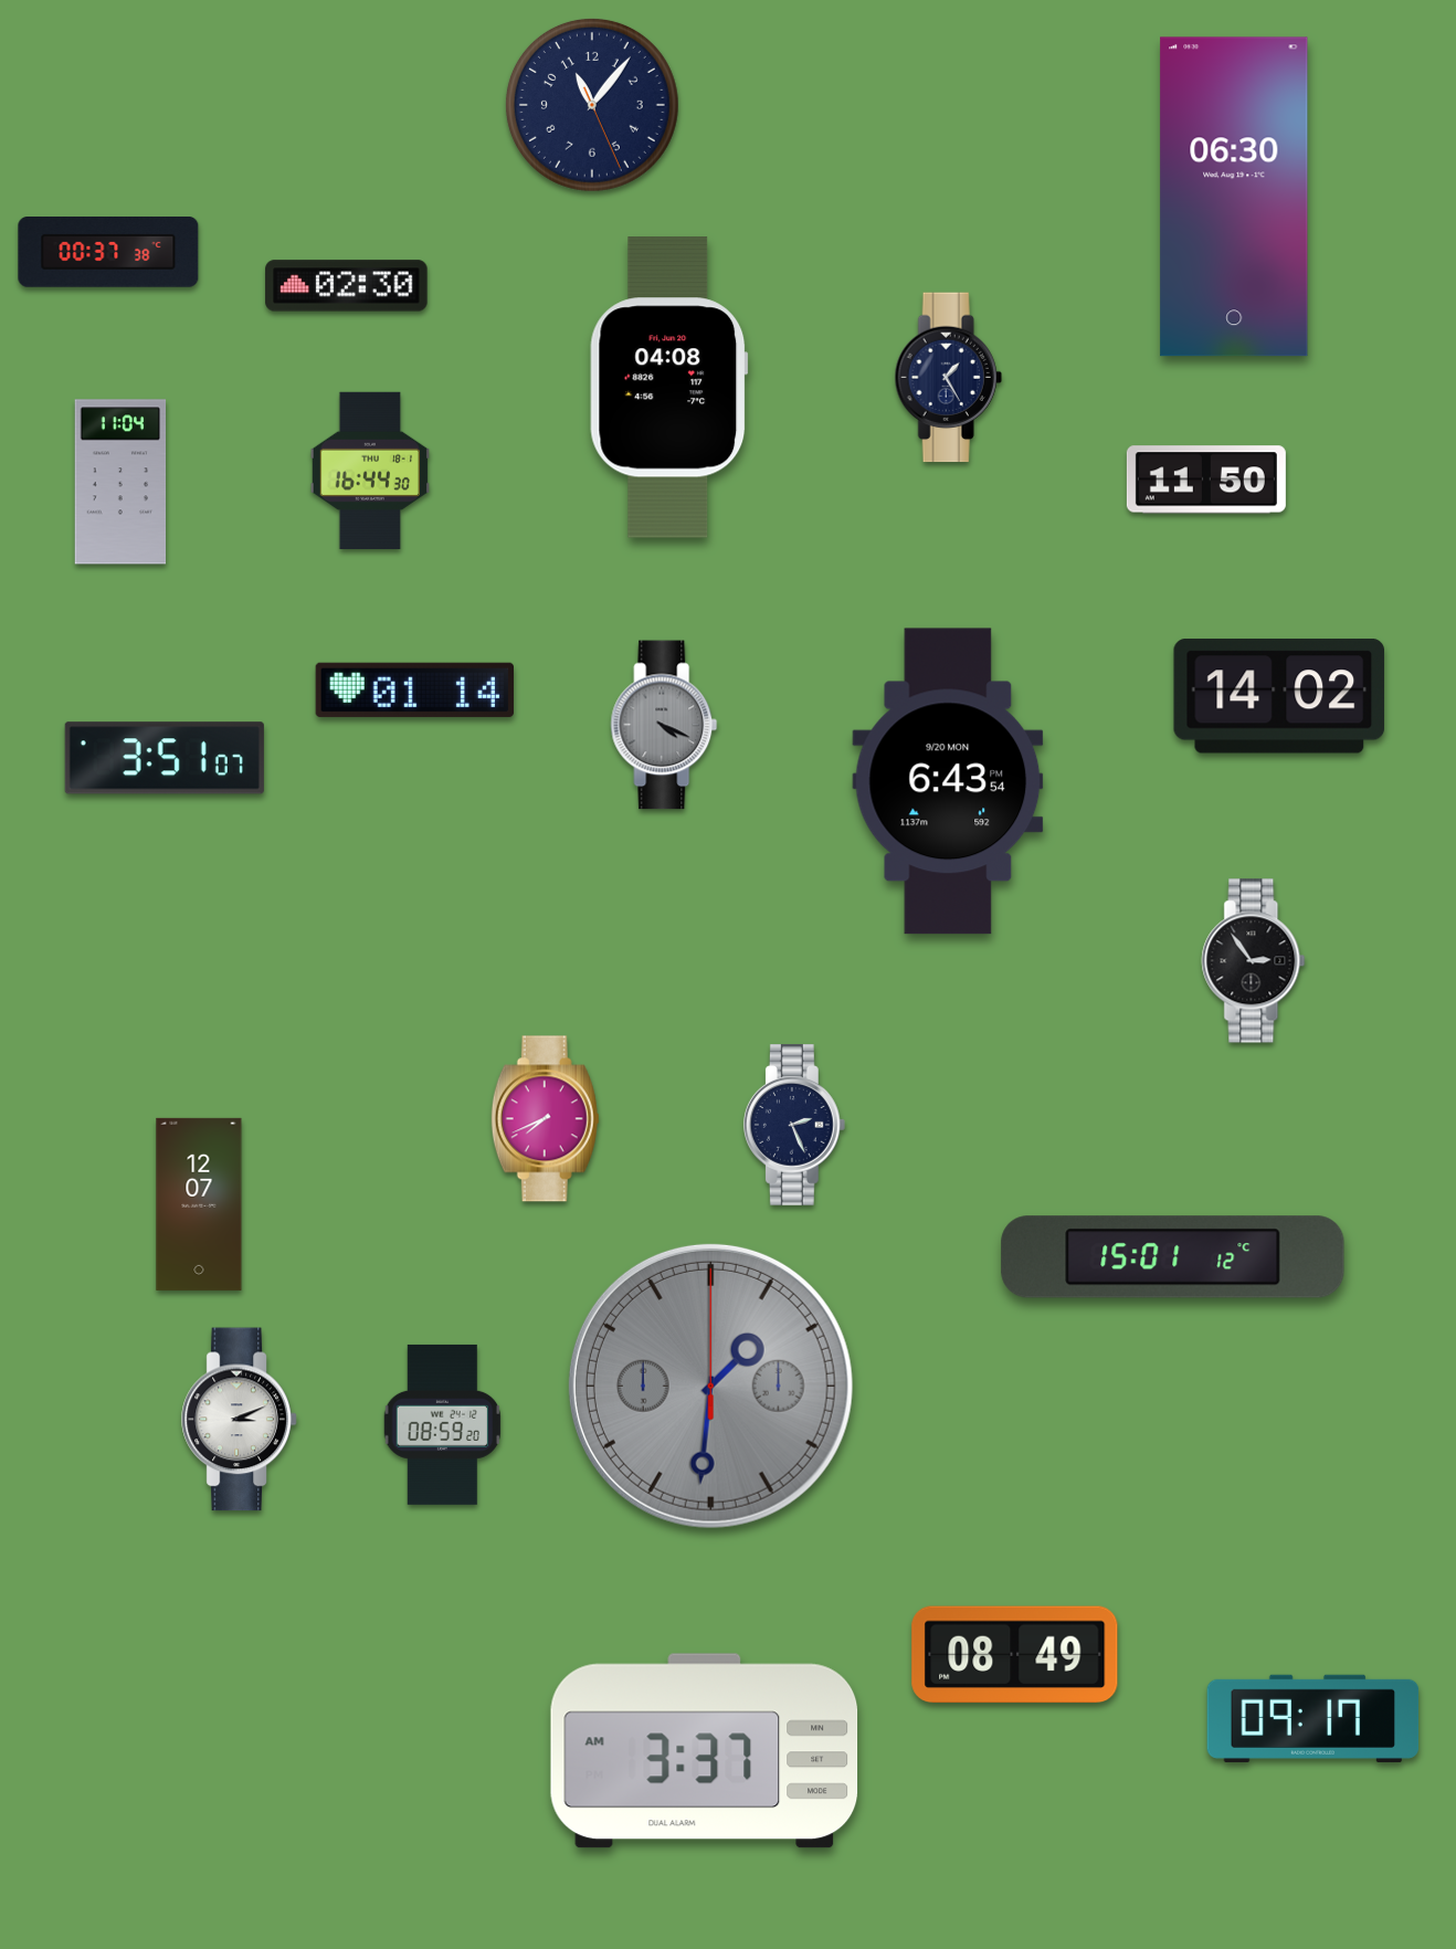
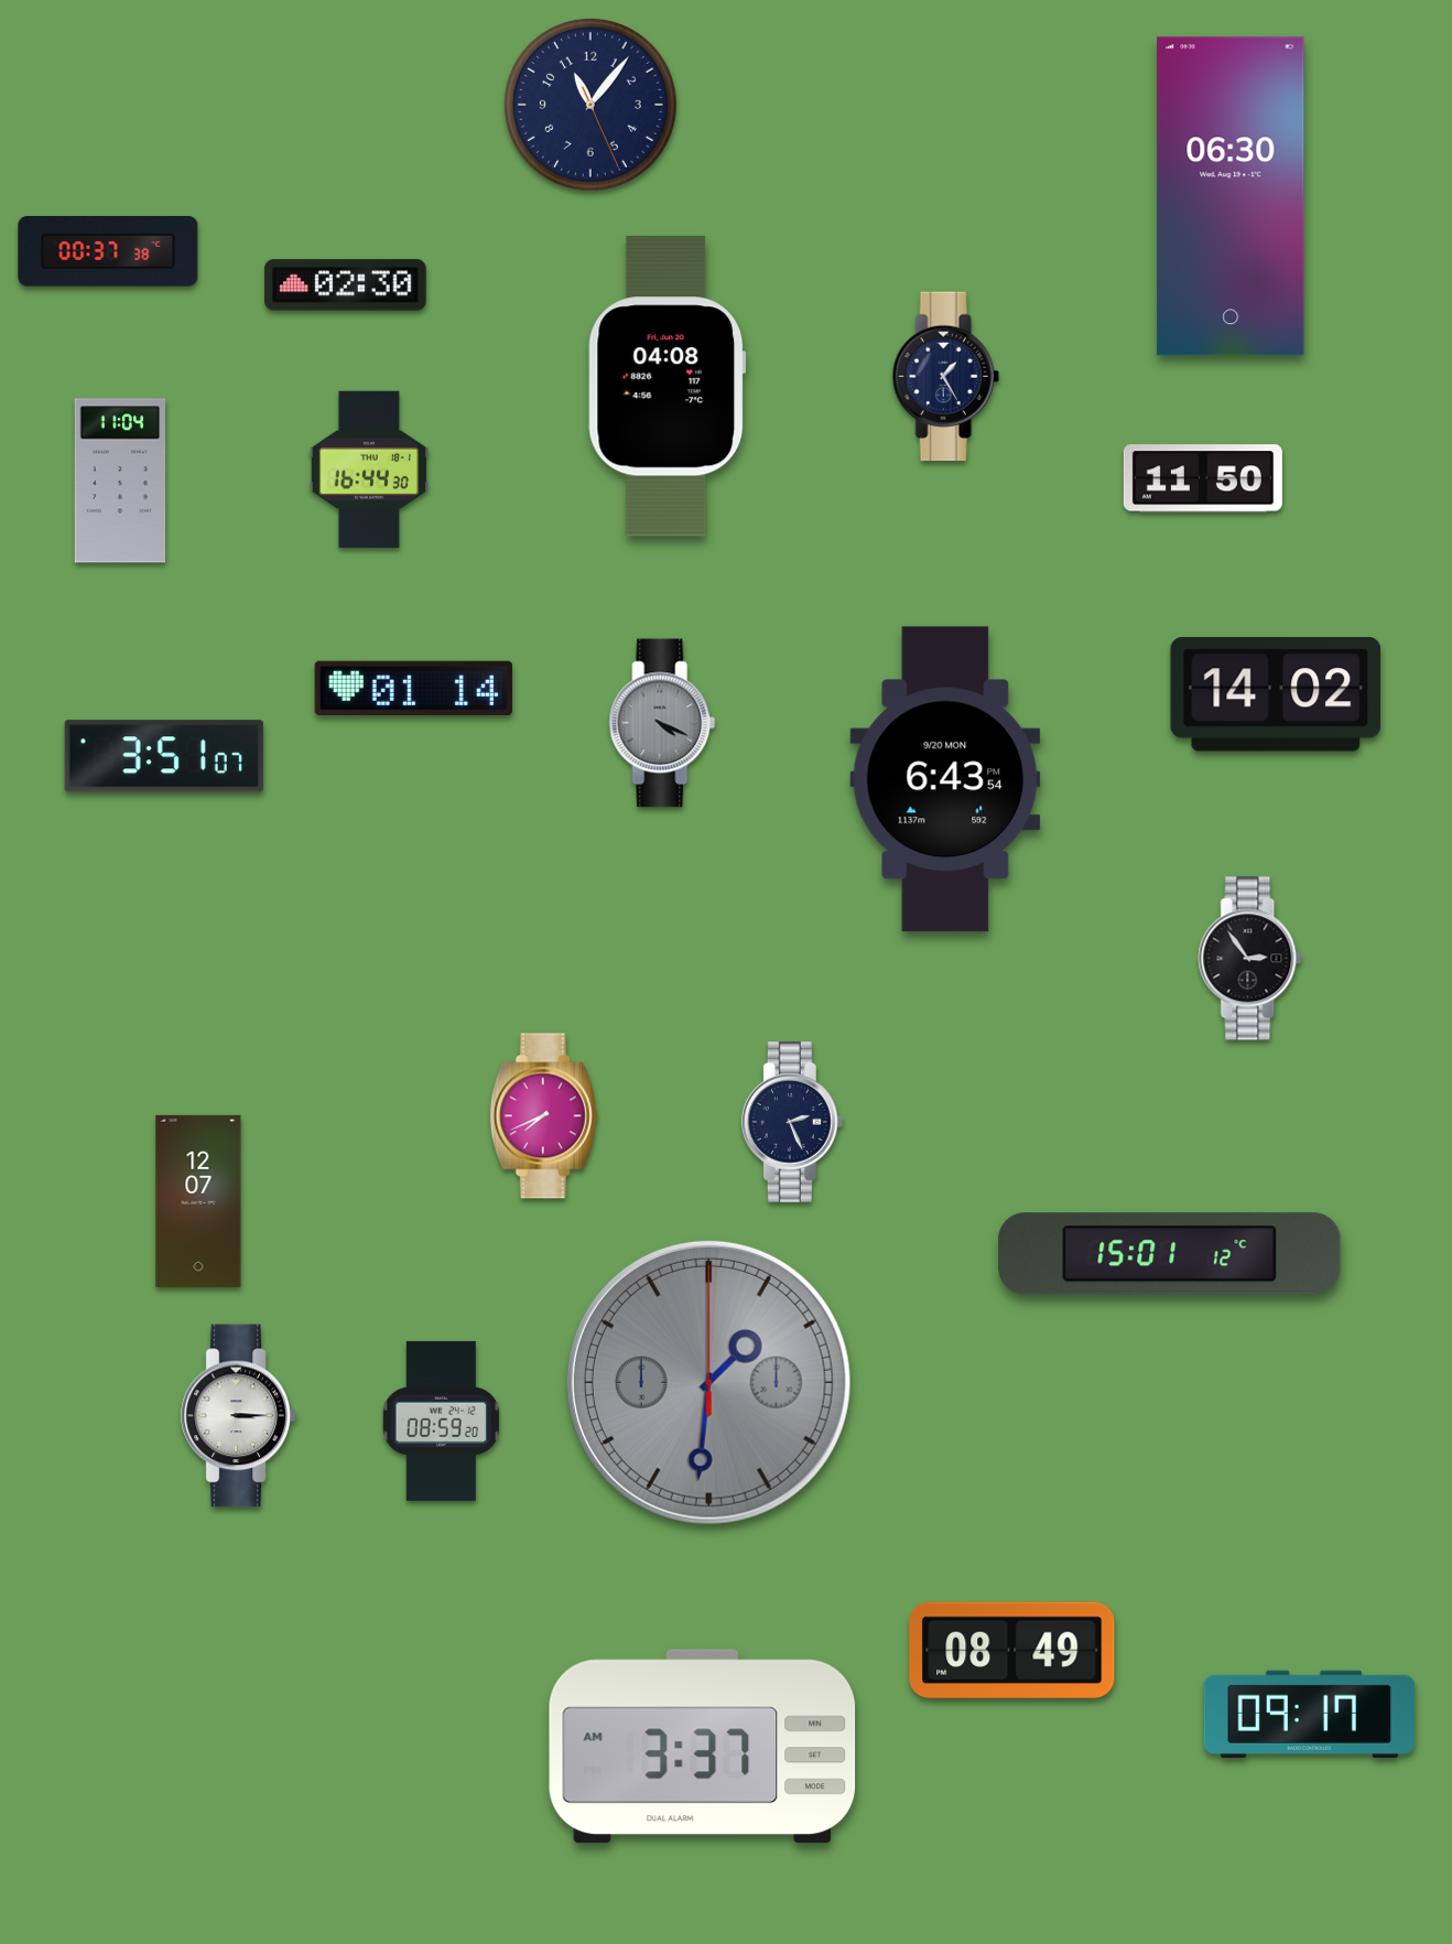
clock at (240, 1420): 3:11 -> 3:15
